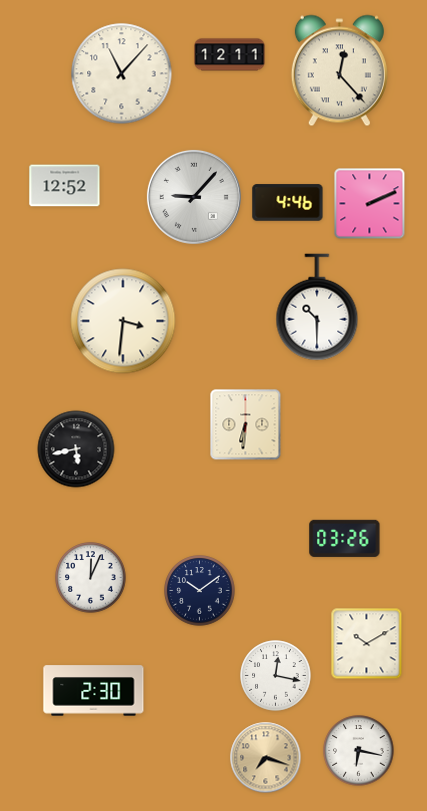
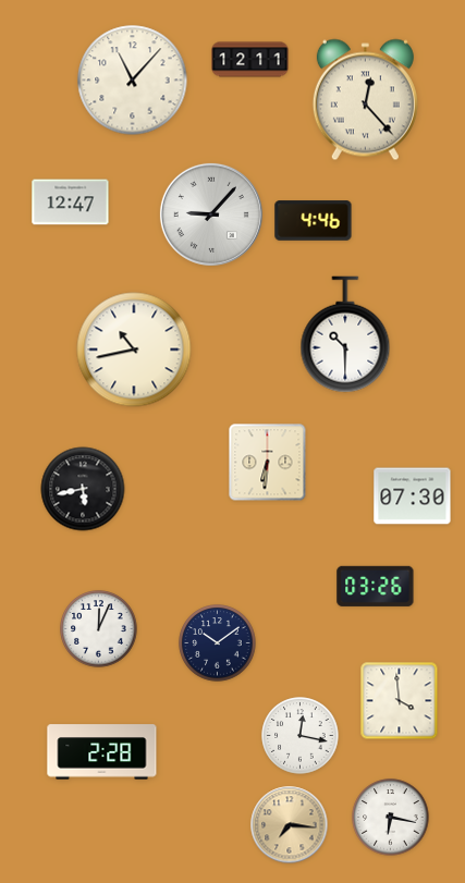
clock at (339, 71) position: (339, 71) -> (365, 100)
clock at (65, 186): 12:52 -> 12:47
clock at (370, 204): 2:11 -> none
clock at (123, 321): 3:31 -> 10:43
clock at (413, 496): none -> 07:30
clock at (367, 644): 10:10 -> 3:59
clock at (94, 691): 2:30 -> 2:28
clock at (266, 758): 7:18 -> 7:16
